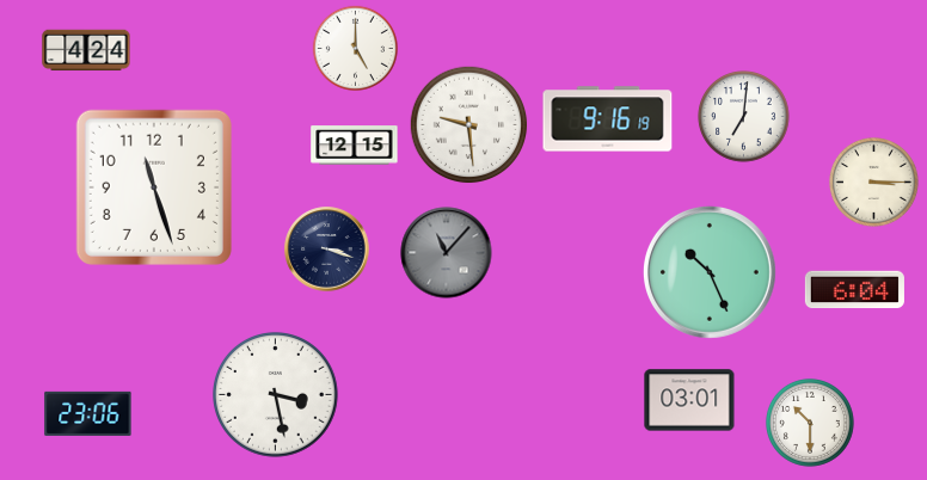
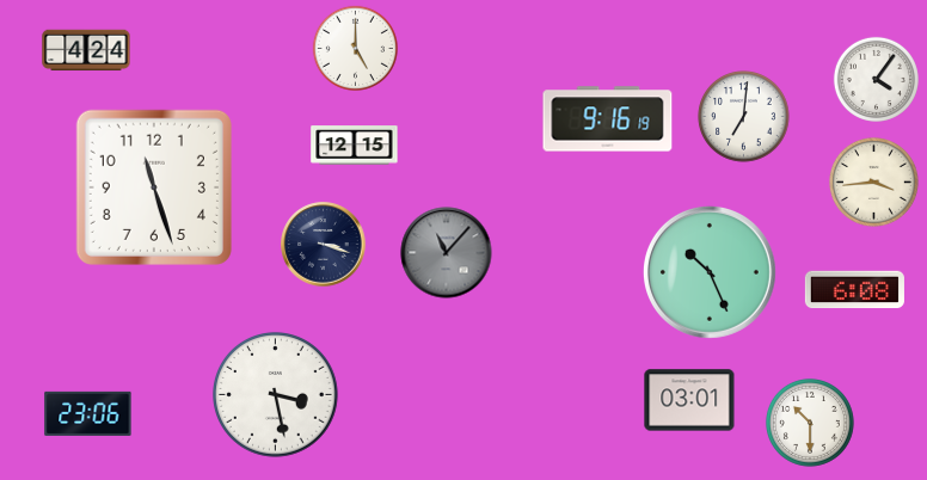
clock at (876, 79): none -> 4:06
clock at (469, 125): 9:29 -> none
clock at (874, 183): 3:15 -> 3:44
clock at (327, 250) position: (327, 250) -> (324, 245)
clock at (854, 290): 6:04 -> 6:08
